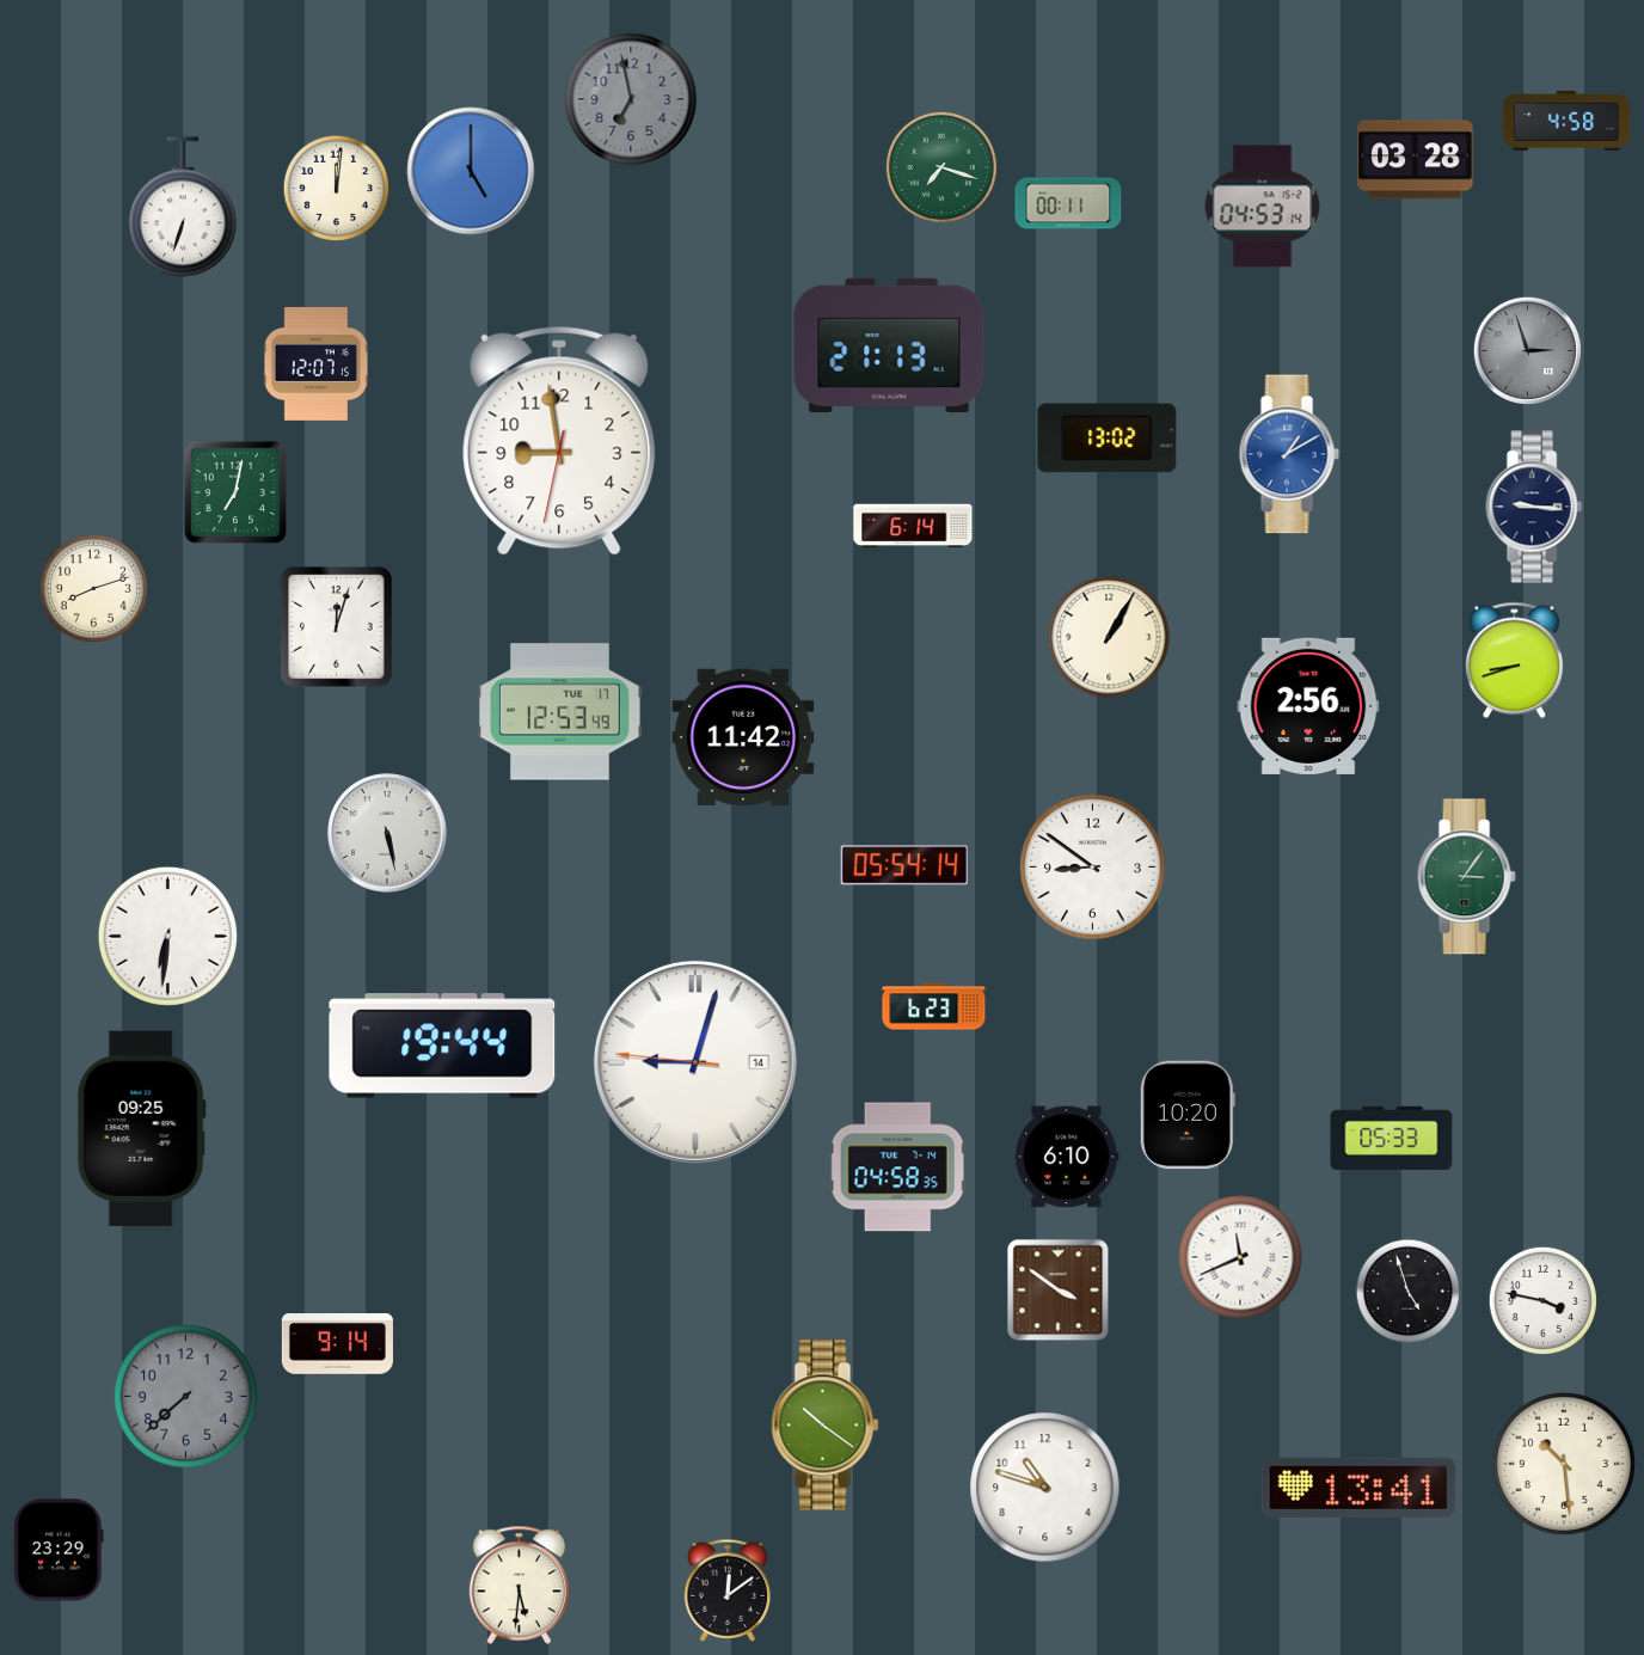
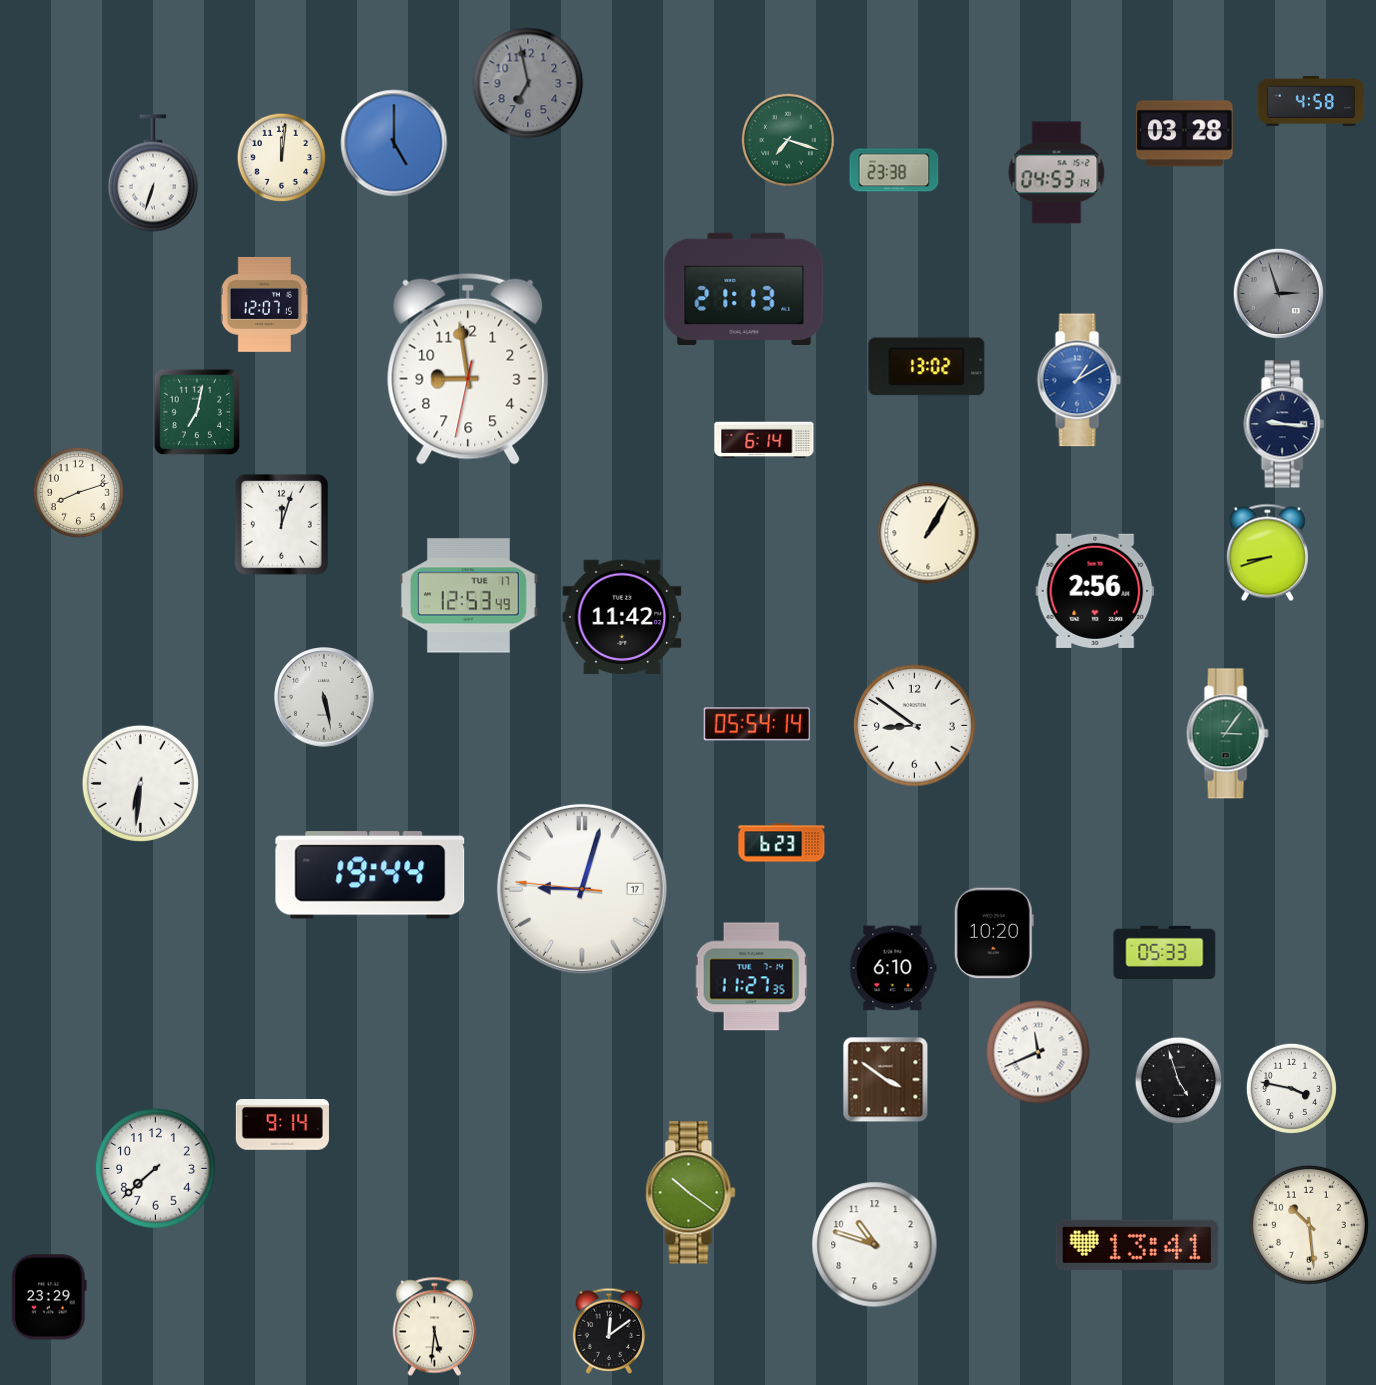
clock at (1068, 203): 00:11 -> 23:38
clock at (695, 1062) date: 14 -> 17
clock at (141, 1128): 09:25 -> none
clock at (897, 1167): 04:58 -> 11:27
clock at (185, 1396) dial: grey -> white
